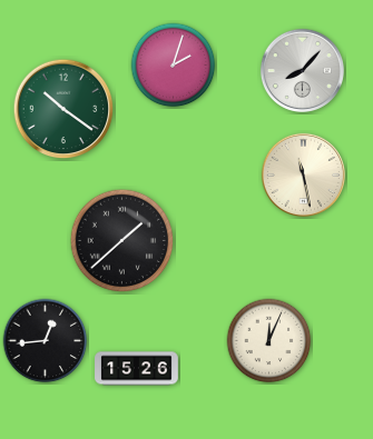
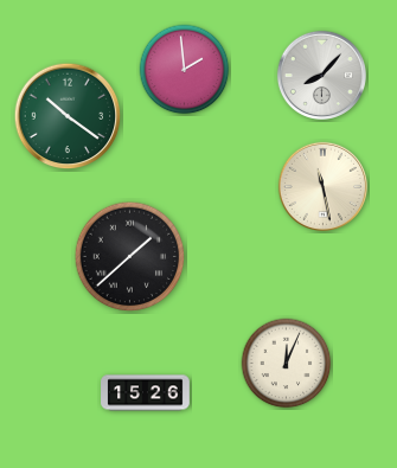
clock at (174, 66): 2:03 -> 1:59
clock at (46, 341): 12:44 -> none
